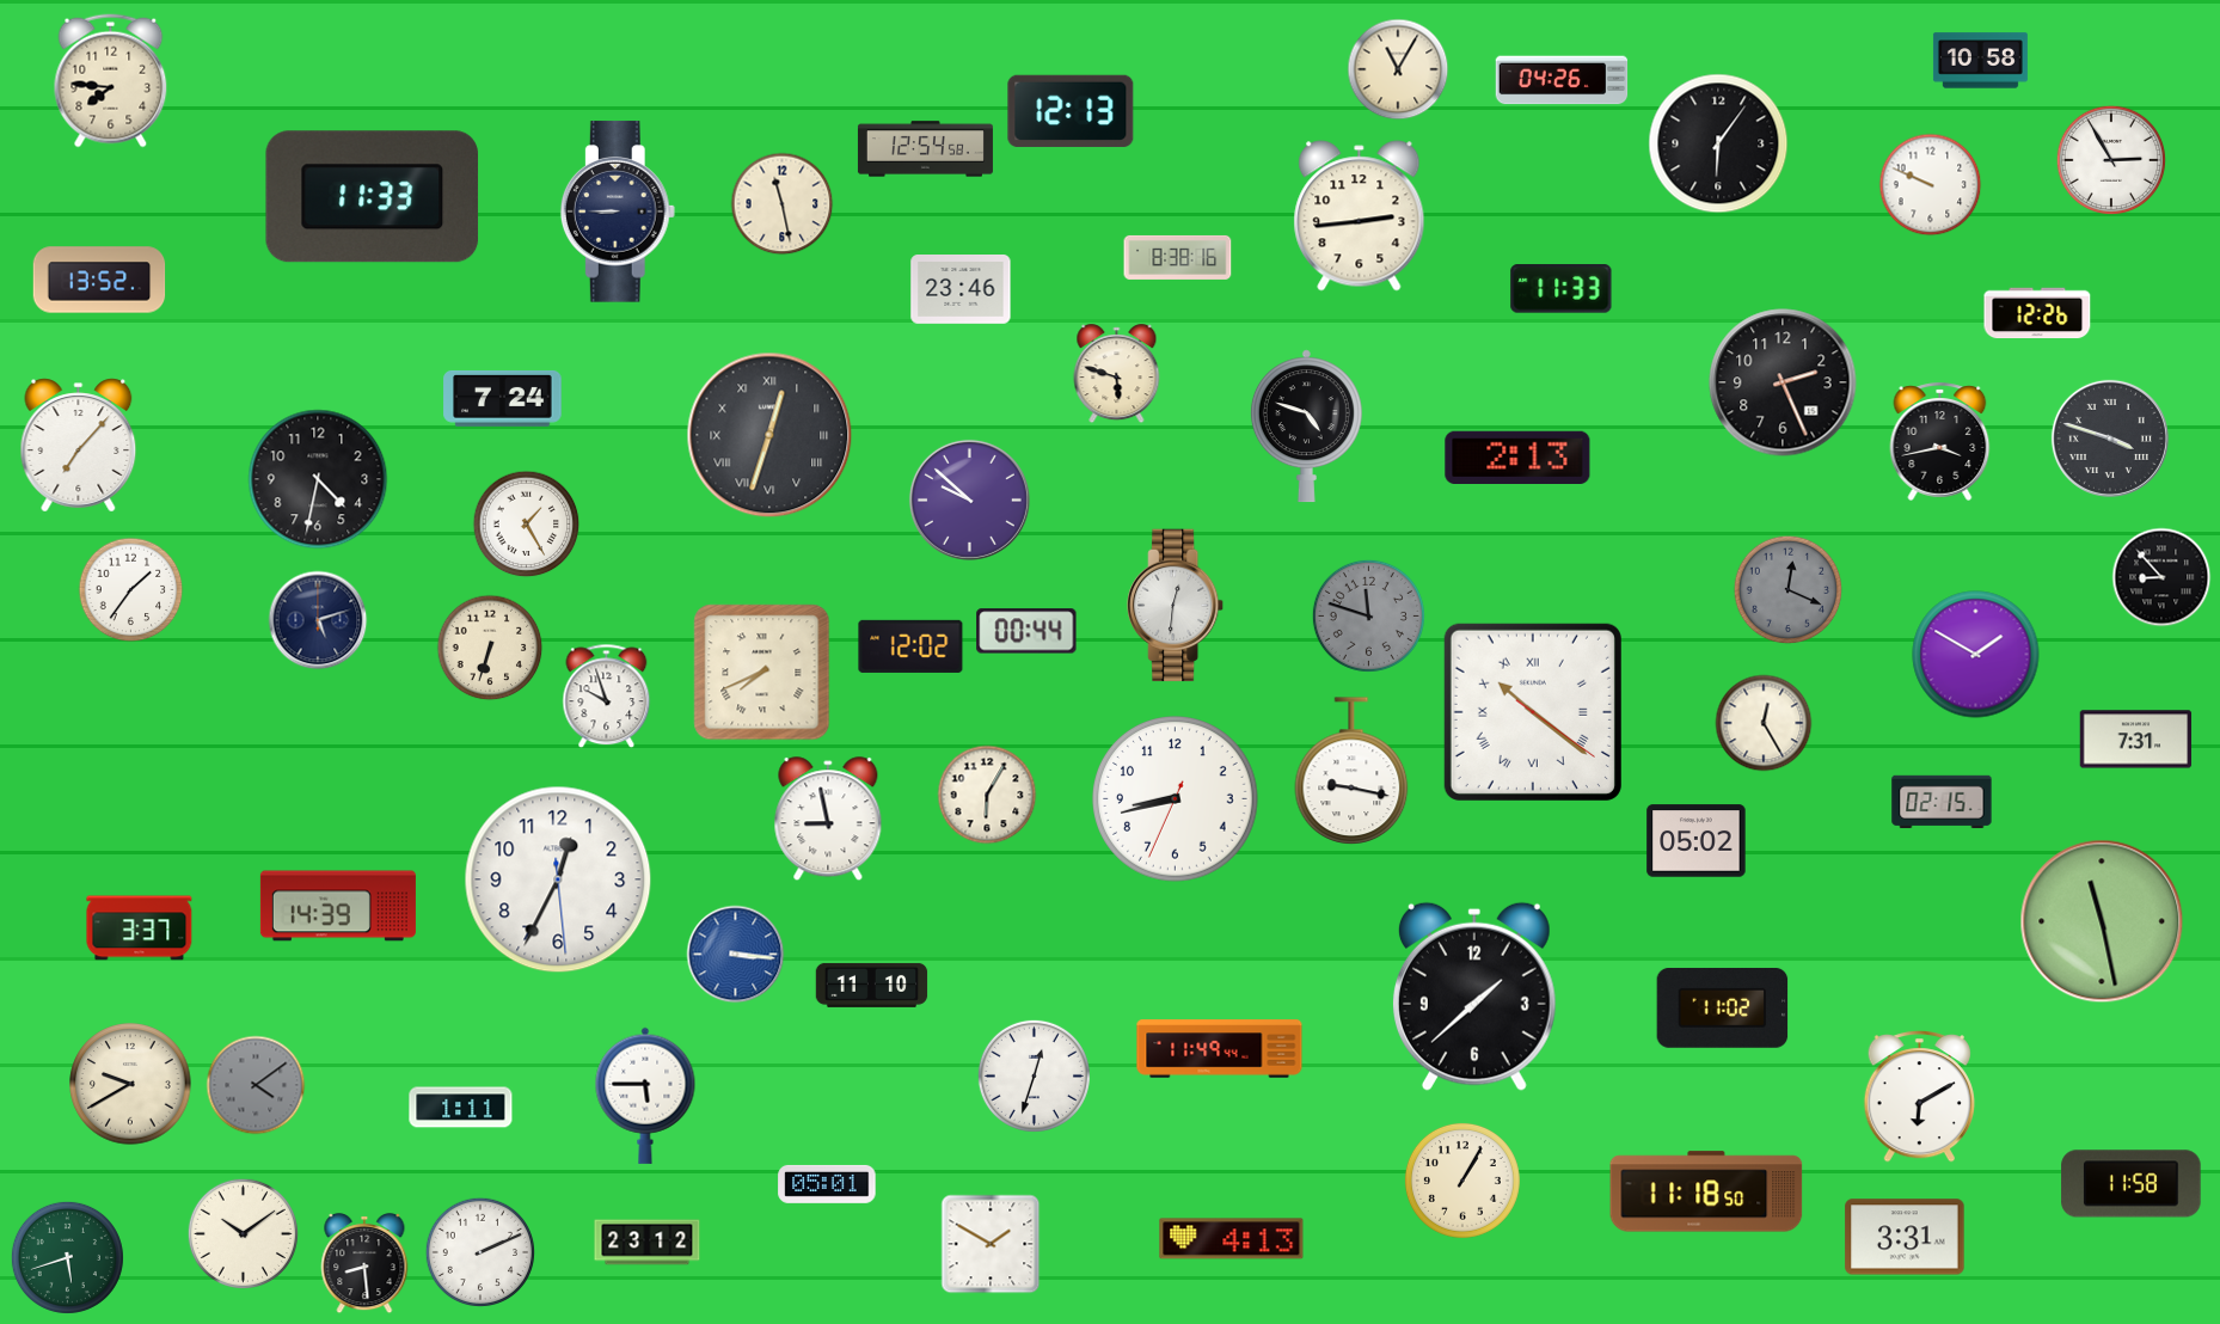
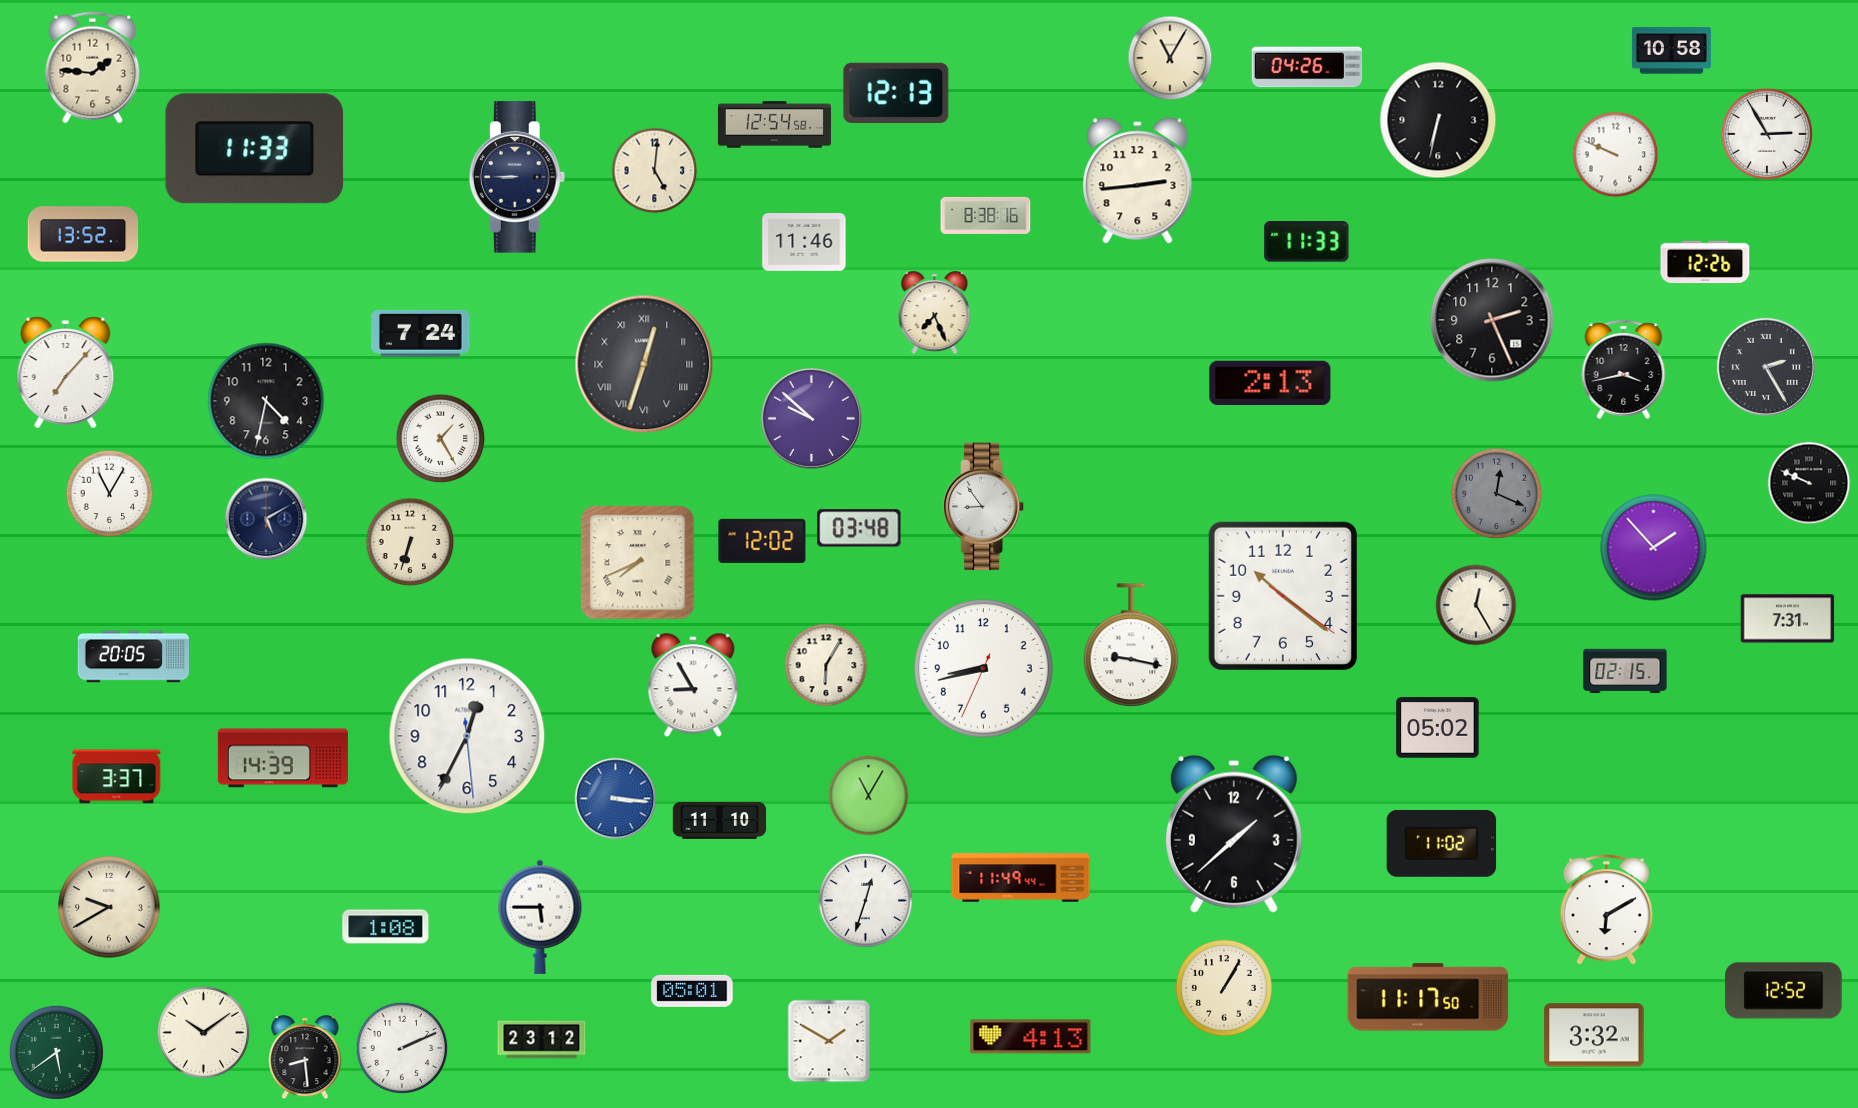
clock at (1980, 61) position: (1980, 61) -> (1671, 51)
clock at (111, 81): 7:46 -> 1:46
clock at (1718, 143): 6:06 -> 6:32
clock at (373, 197) position: (373, 197) -> (255, 149)
clock at (783, 204): 11:28 -> 5:01
clock at (961, 290): 23:46 -> 11:46
clock at (1117, 374): 5:48 -> 7:26
clock at (1306, 427): 4:48 -> none
clock at (2110, 439): 3:48 -> 2:25
clock at (2161, 577): 8:53 -> 9:49
clock at (131, 590): 1:36 -> 11:05
clock at (1176, 606): 12:31 -> 8:54
clock at (1368, 615): 11:48 -> none
clock at (318, 620): 5:12 -> 5:10
clock at (1026, 631): 00:44 -> 03:48
clock at (1976, 655): 1:50 -> 1:53
clock at (607, 697): 9:57 -> none
clock at (1533, 712) numerals: Roman -> Arabic
clock at (133, 657): none -> 20:05
clock at (828, 820): 8:58 -> 8:55
clock at (1697, 841) position: (1697, 841) -> (1438, 728)
clock at (2102, 921): 11:28 -> none
clock at (869, 796): none -> 11:05
clock at (872, 985) position: (872, 985) -> (720, 820)
clock at (256, 1085): 4:09 -> none
clock at (1919, 1097) position: (1919, 1097) -> (1606, 910)
clock at (461, 1108): 1:11 -> 1:08
clock at (2132, 1184): 11:58 -> 12:52
clock at (1706, 1191): 11:18 -> 11:17
clock at (1905, 1237): 3:31 -> 3:32
clock at (67, 1257): 5:42 -> 5:39
